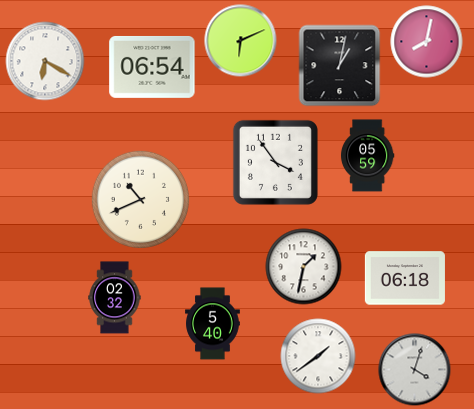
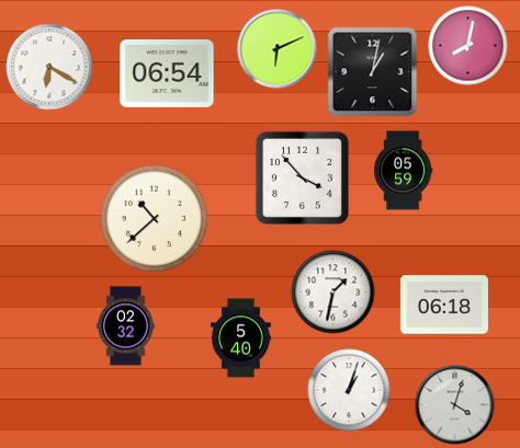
clock at (241, 41) position: (241, 41) -> (278, 49)
clock at (275, 162): 3:54 -> 3:53
clock at (140, 199): 10:41 -> 10:38
clock at (213, 324) position: (213, 324) -> (241, 338)
clock at (318, 356): 1:39 -> 1:03
